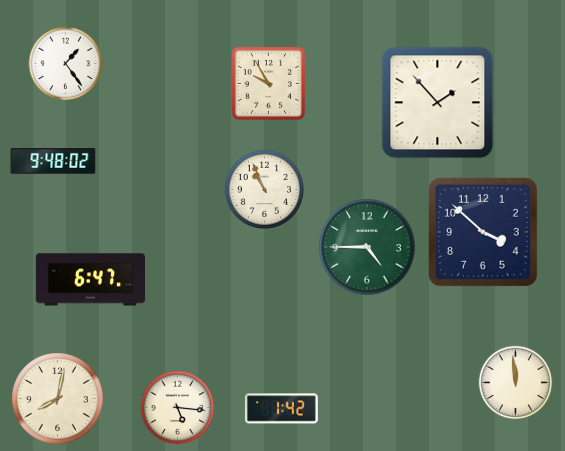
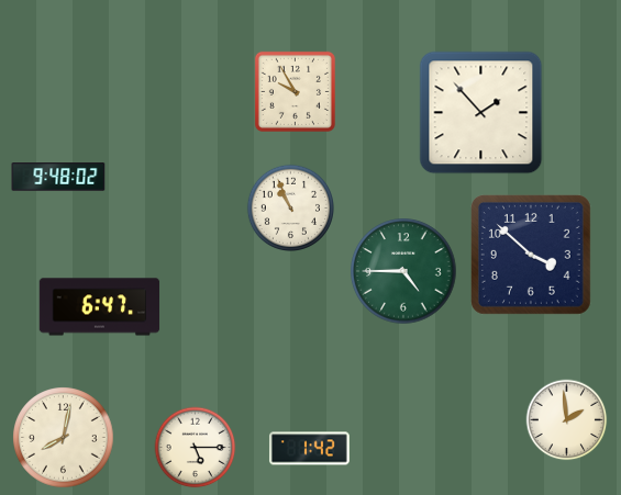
clock at (66, 64): 1:24 -> none
clock at (516, 383): 11:59 -> 1:59
clock at (178, 408): 5:16 -> 5:15
